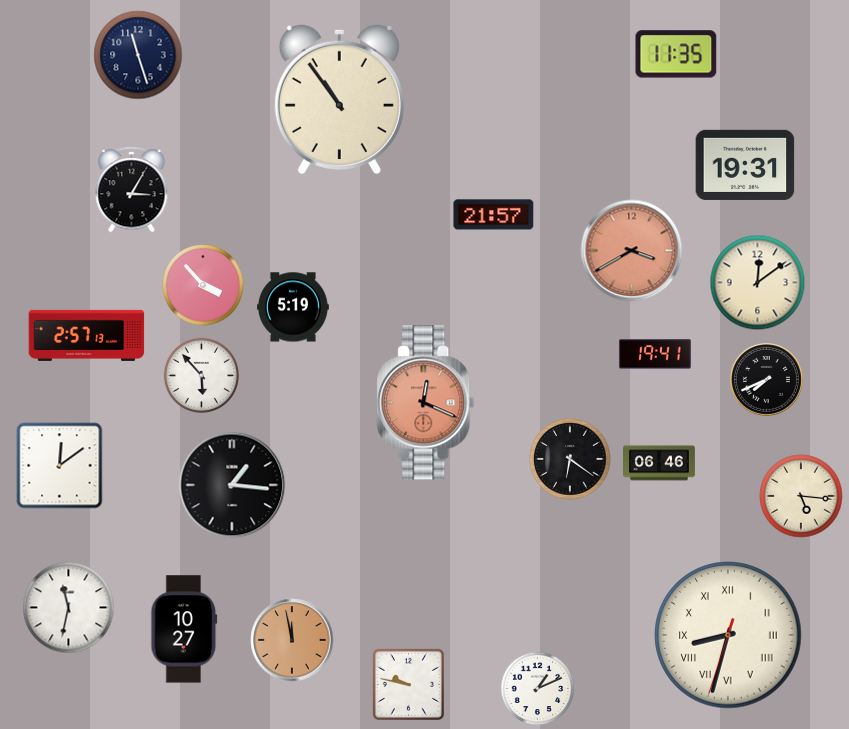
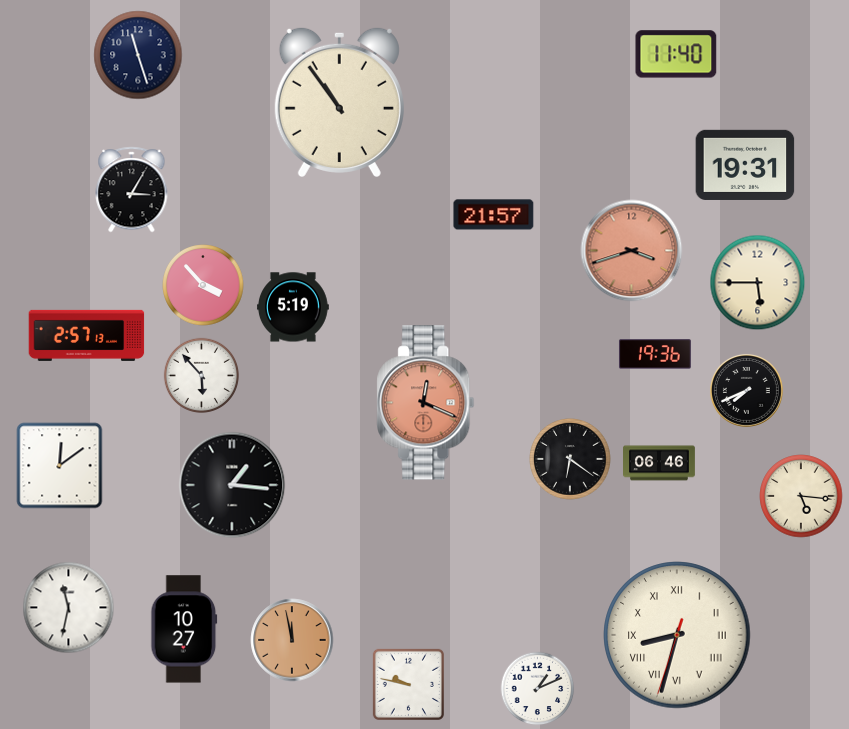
clock at (676, 54): 11:35 -> 11:40
clock at (339, 99) position: (339, 99) -> (339, 102)
clock at (632, 251): 3:40 -> 3:42
clock at (758, 283): 12:09 -> 5:45
clock at (655, 354): 19:41 -> 19:36
clock at (766, 379) position: (766, 379) -> (746, 390)
clock at (728, 635) position: (728, 635) -> (677, 635)
